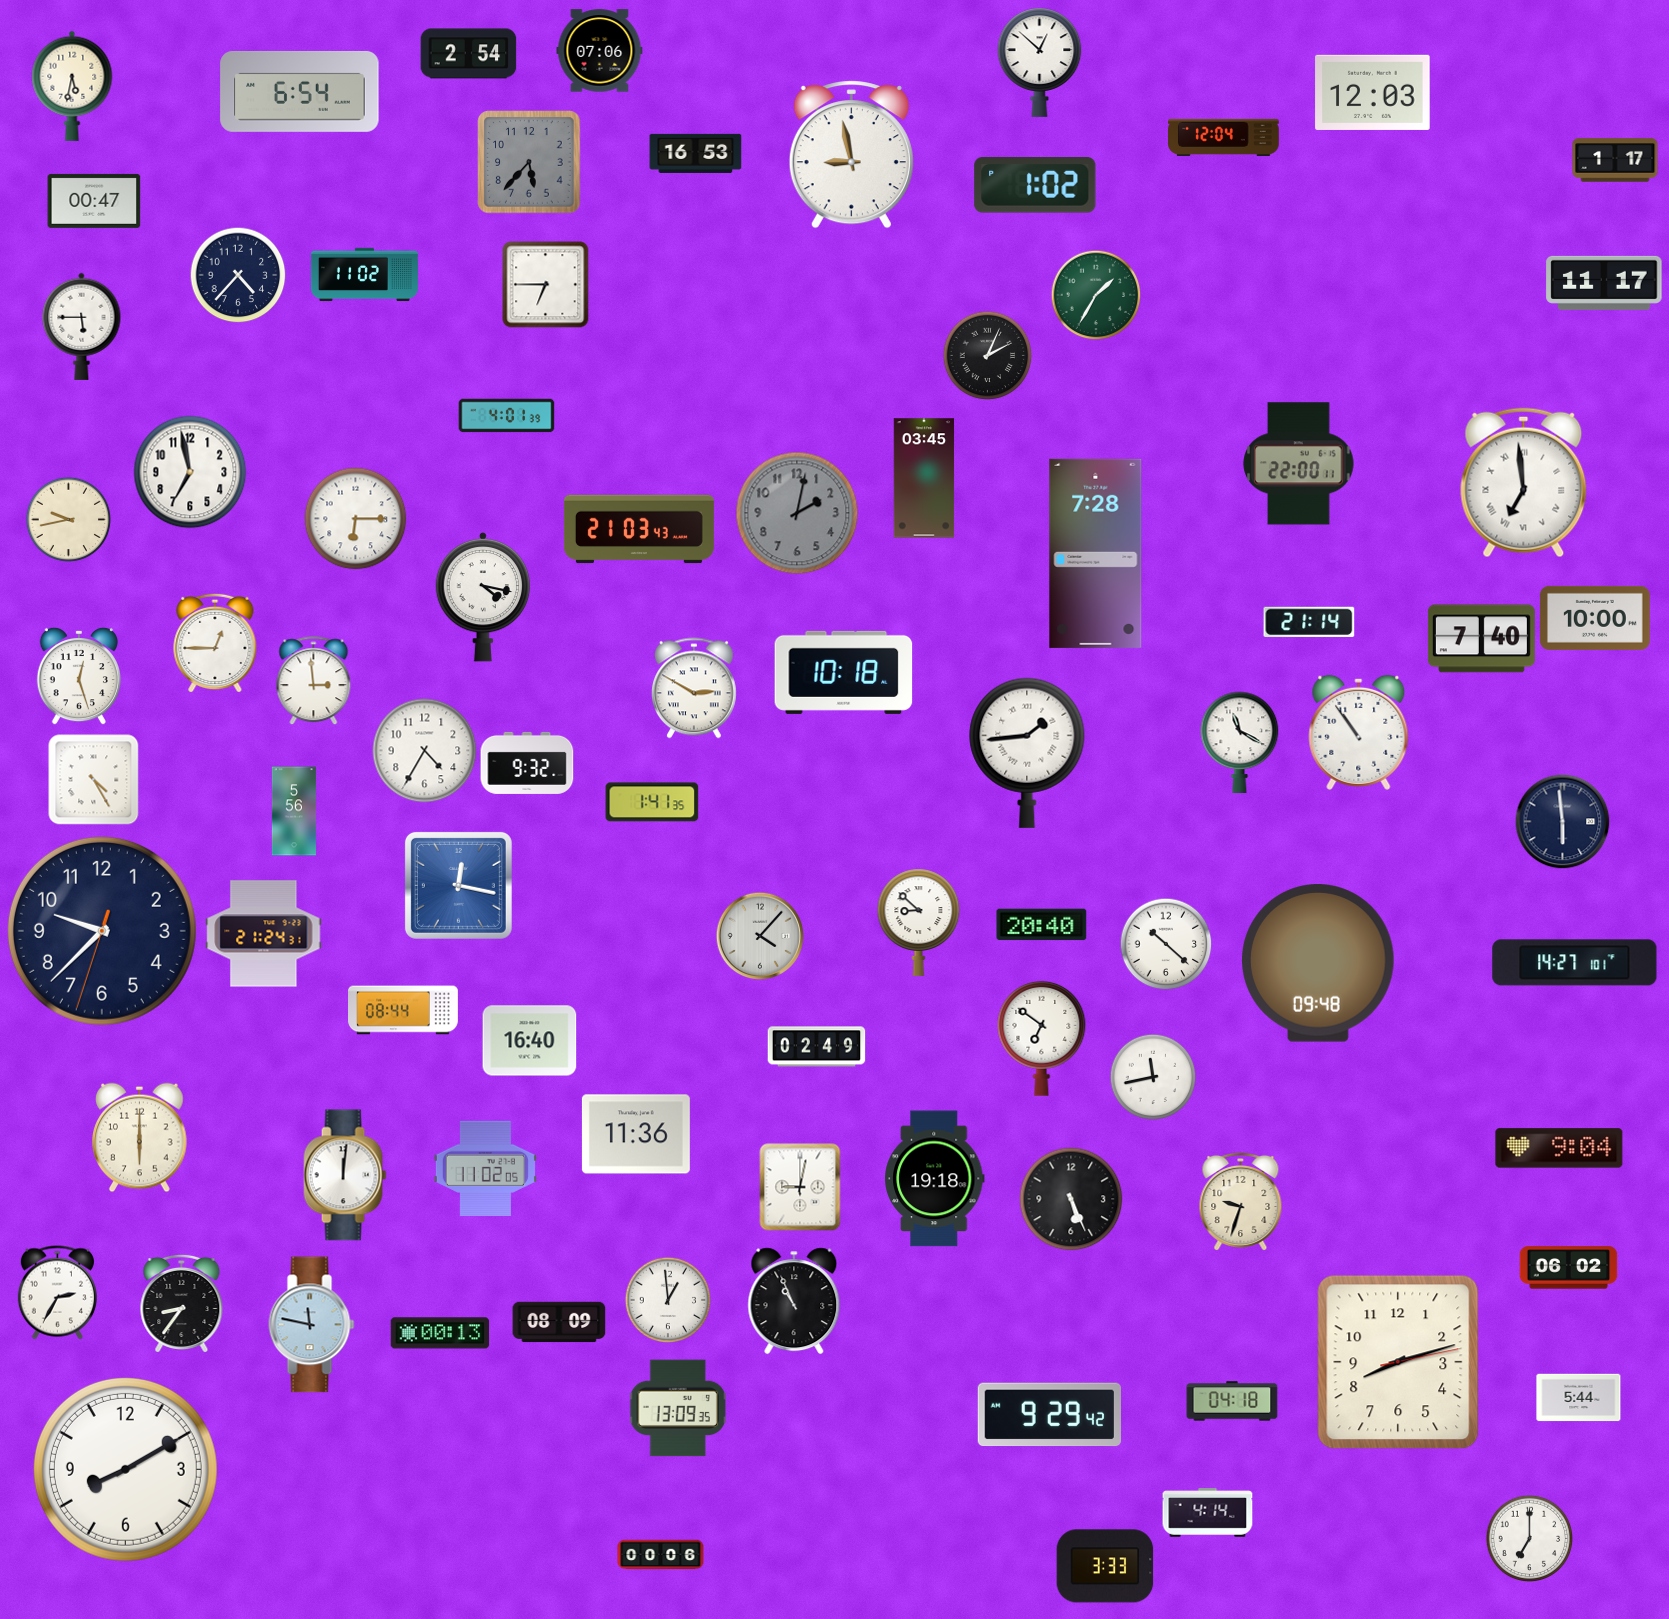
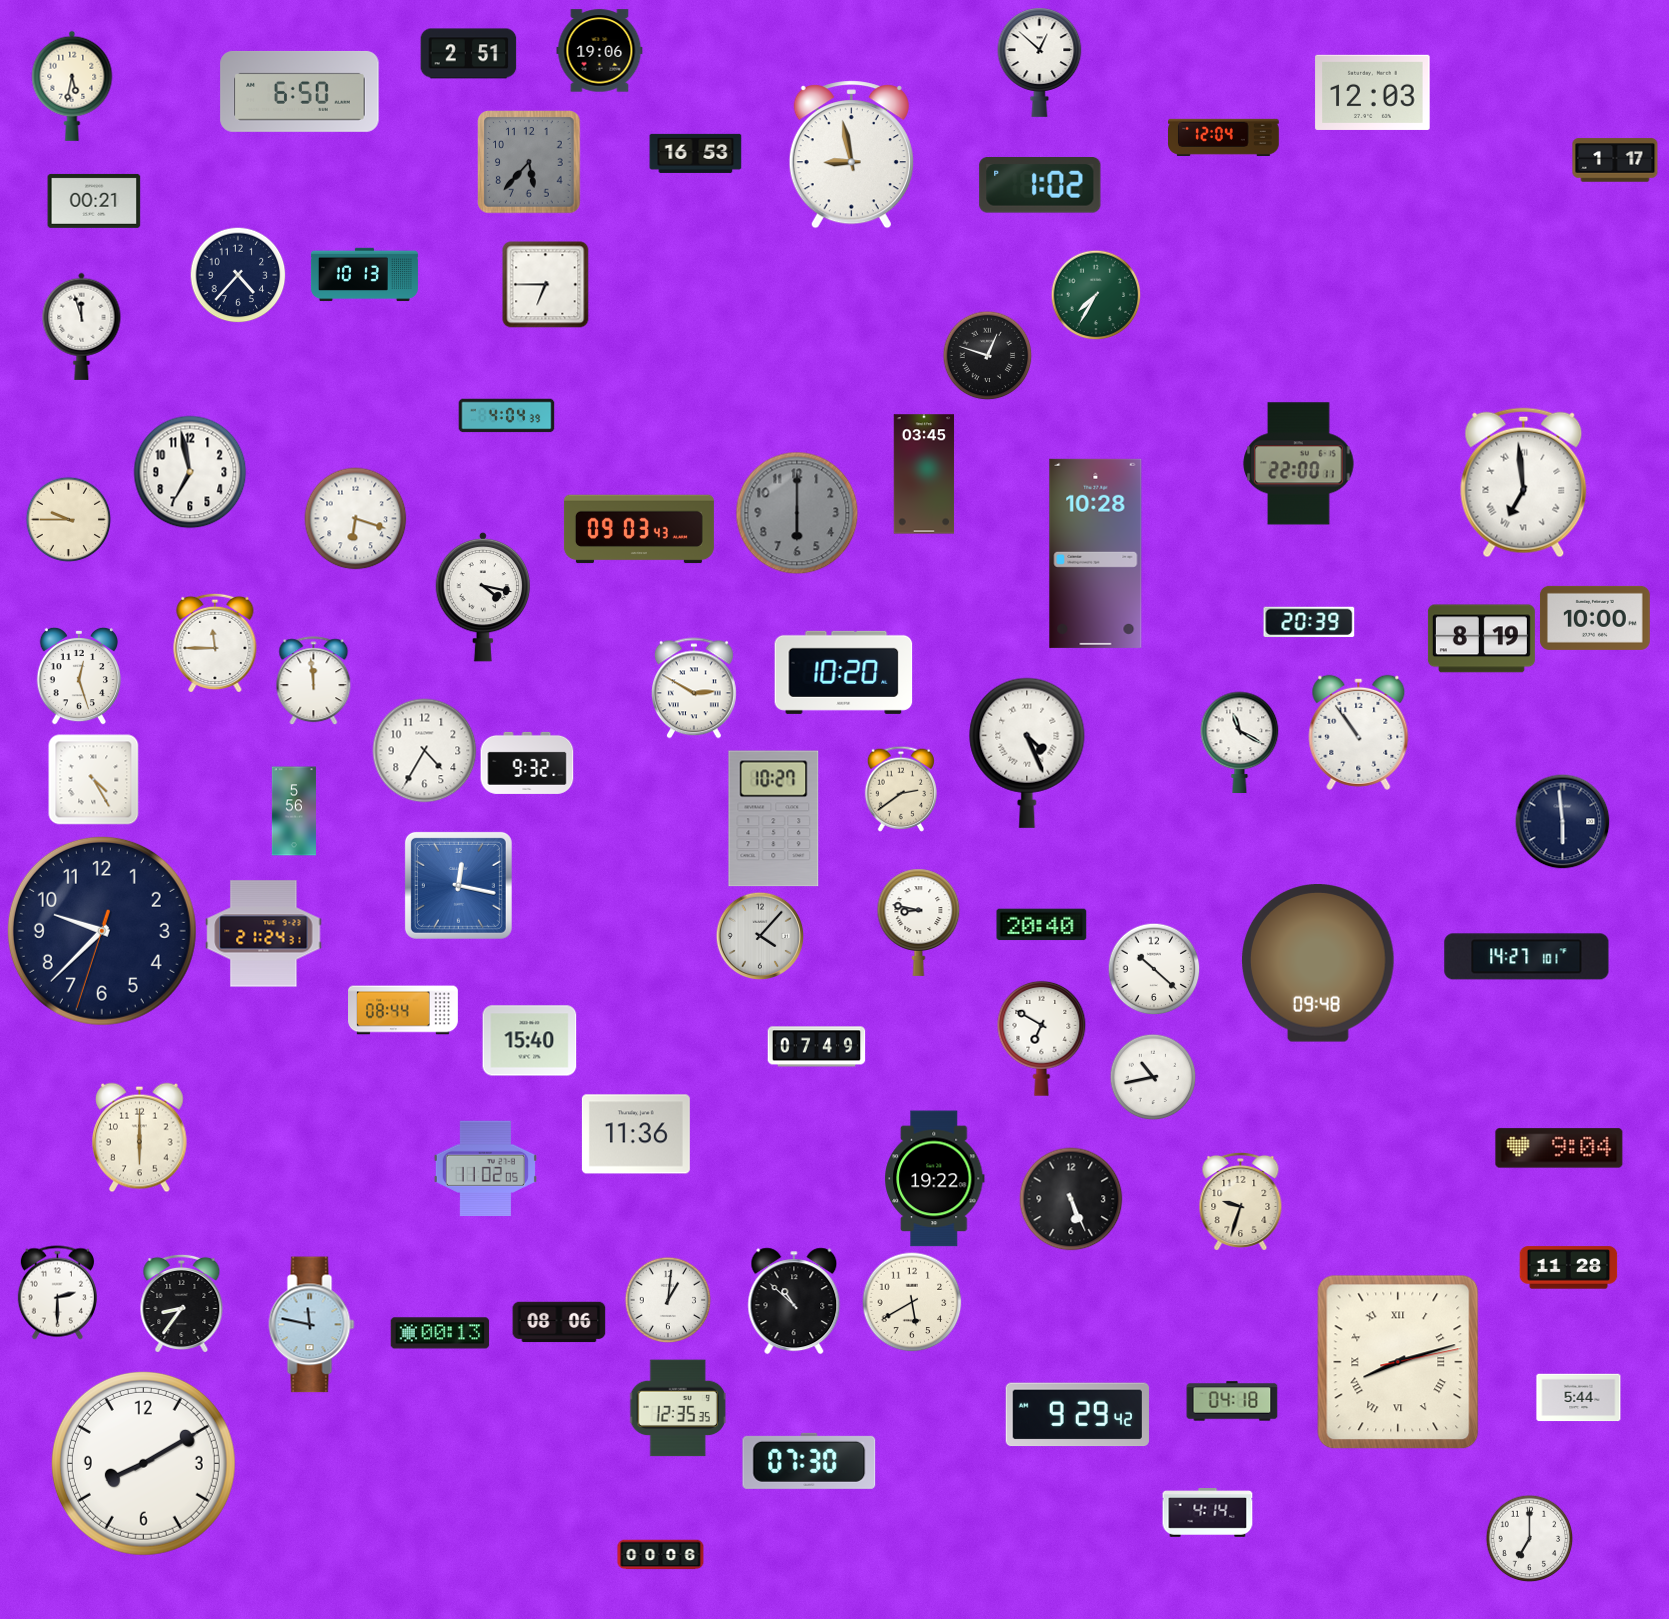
clock at (600, 51): 07:06 -> 19:06
clock at (469, 54): 2:54 -> 2:51
clock at (300, 91): 6:54 -> 6:50
clock at (1035, 185) position: (1035, 185) -> (1040, 185)
clock at (94, 201): 00:47 -> 00:21
clock at (364, 275): 11:02 -> 10:13
clock at (1604, 283): 11:17 -> none
clock at (1096, 295): 1:35 -> 7:35
clock at (82, 326): 5:45 -> 11:57
clock at (987, 355): 2:04 -> 12:48
clock at (507, 416): 4:01 -> 4:04
clock at (924, 478) position: (924, 478) -> (924, 474)
clock at (797, 513): 2:02 -> 6:00
clock at (68, 519): 9:43 -> 9:45
clock at (356, 519): 6:15 -> 6:18
clock at (639, 529): 21:03 -> 09:03
clock at (1096, 553): 7:28 -> 10:28
clock at (1309, 622): 21:14 -> 20:39
clock at (1481, 639): 7:40 -> 8:19
clock at (215, 643): 12:45 -> 11:45
clock at (844, 672): 10:18 -> 10:20
clock at (314, 681): 2:59 -> 11:59
clock at (1027, 753): 1:44 -> 4:26
clock at (901, 789): none -> 2:39
clock at (652, 802): 1:41 -> none
clock at (774, 819): none -> 10:27
clock at (919, 922): 8:52 -> 8:47
clock at (1166, 944) position: (1166, 944) -> (1154, 969)
clock at (1575, 963) position: (1575, 963) -> (1527, 957)
clock at (1042, 1038): 6:51 -> 6:50
clock at (530, 1041): 16:40 -> 15:40
clock at (817, 1047): 02:49 -> 07:49
clock at (1153, 1077): 11:43 -> 10:43
clock at (345, 1175): 12:01 -> none
clock at (935, 1179): 19:18 -> 19:22
clock at (800, 1187): 9:02 -> none
clock at (1569, 1268): 06:02 -> 11:28
clock at (57, 1293): 2:35 -> 2:30
clock at (668, 1300): 12:59 -> 1:01
clock at (794, 1301): 10:56 -> 10:52
clock at (912, 1302): none -> 5:40
clock at (559, 1322): 08:09 -> 08:06
clock at (1398, 1362) numerals: Arabic -> Roman
clock at (678, 1408): 13:09 -> 12:35
clock at (1049, 1415) position: (1049, 1415) -> (1077, 1415)
clock at (809, 1461): none -> 07:30
clock at (125, 1469) position: (125, 1469) -> (143, 1463)
clock at (1105, 1566): 3:33 -> none
